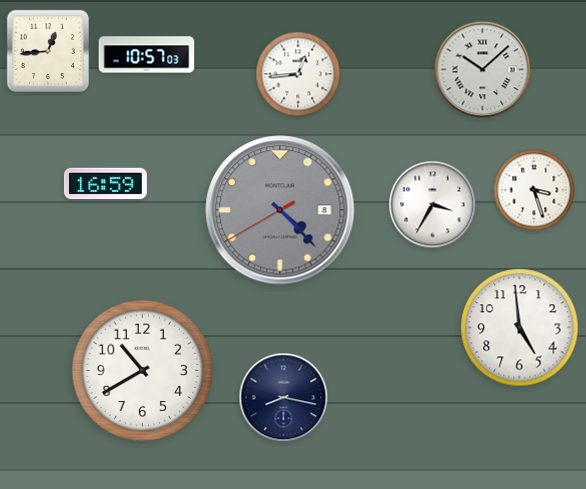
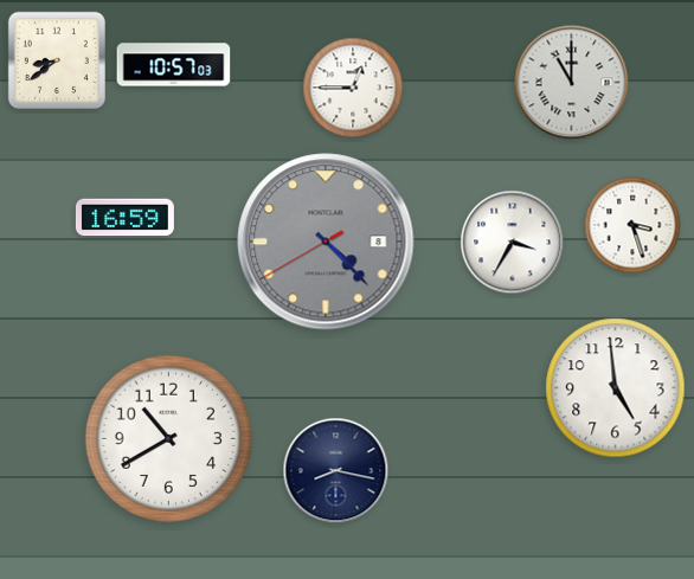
clock at (48, 51): 12:44 -> 8:39
clock at (483, 70): 10:08 -> 11:00
clock at (298, 74): 12:44 -> 12:45
clock at (280, 210) position: (280, 210) -> (326, 242)
